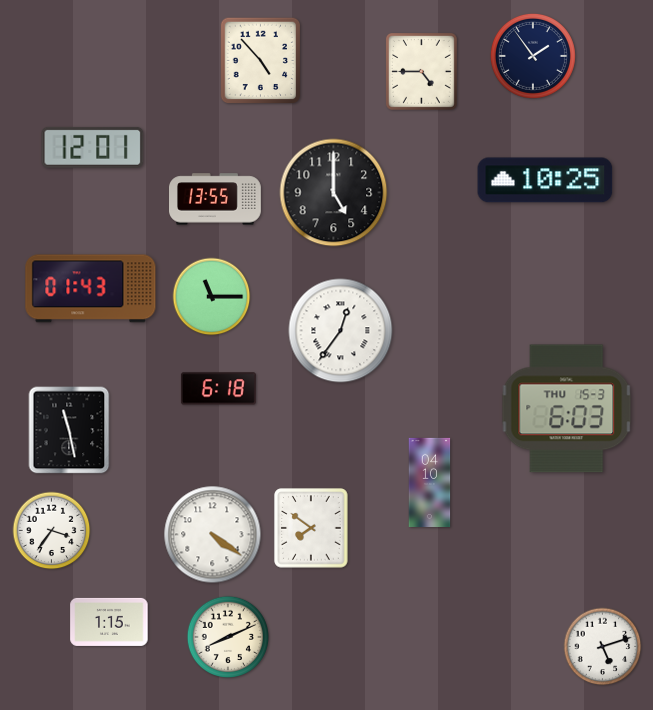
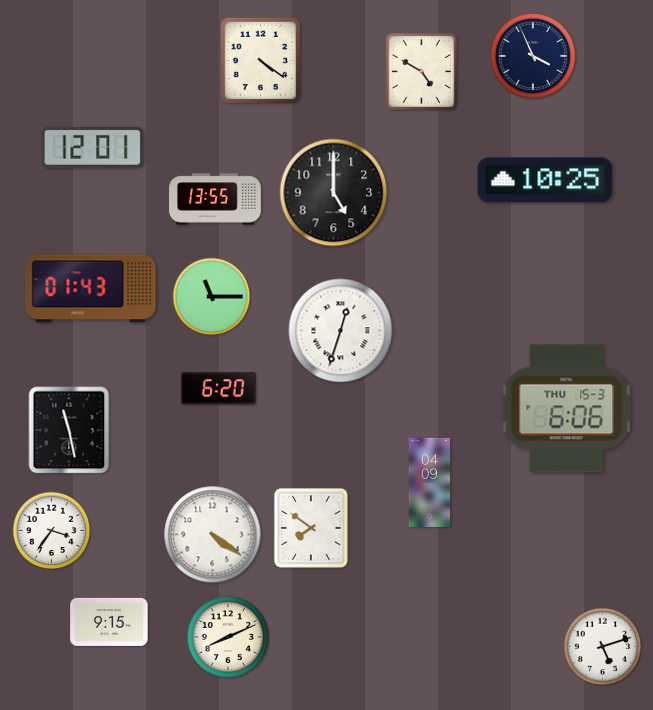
clock at (533, 56): 1:54 -> 3:56
clock at (261, 61): 4:53 -> 4:21
clock at (421, 72): 4:45 -> 4:50
clock at (341, 331): 12:36 -> 12:33
clock at (218, 389): 6:18 -> 6:20
clock at (567, 409): 6:03 -> 6:06
clock at (430, 482): 04:10 -> 04:09
clock at (109, 622): 1:15 -> 9:15
